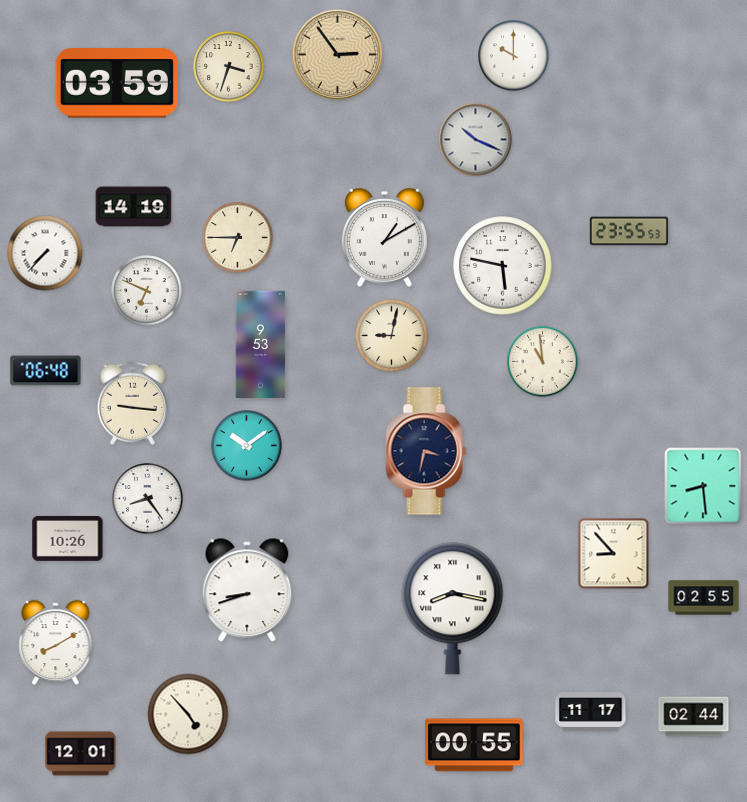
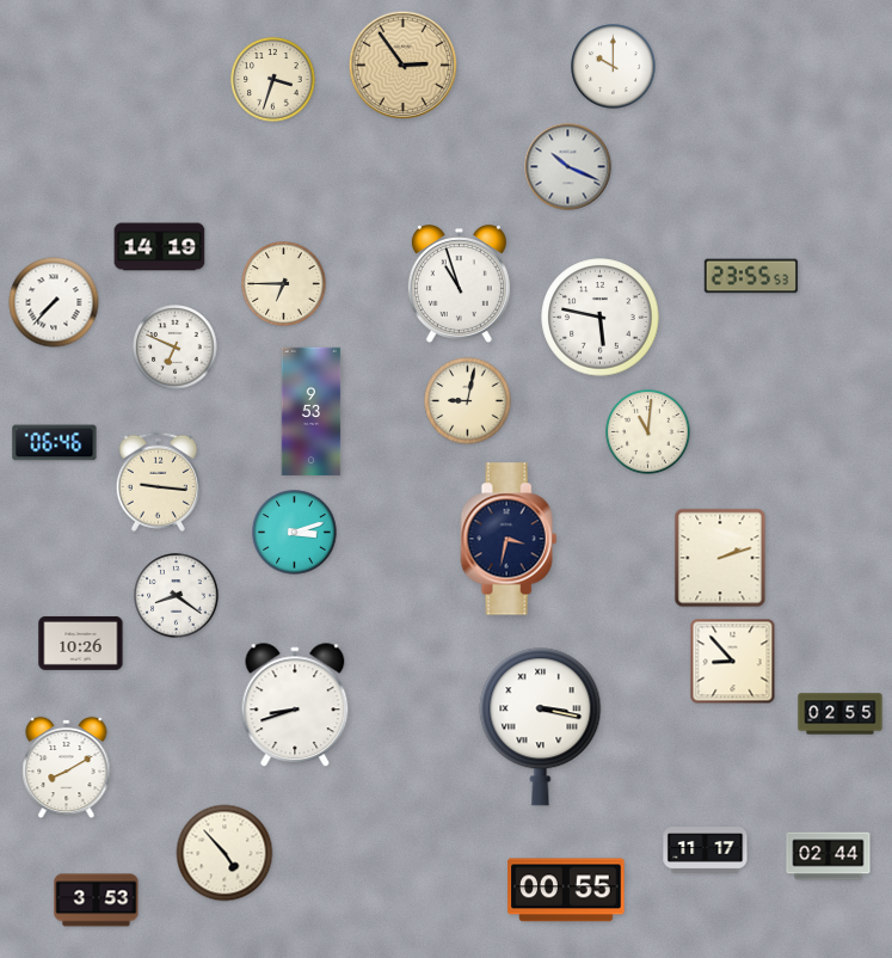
clock at (117, 83): 03:59 -> none
clock at (384, 238): 1:10 -> 10:57
clock at (543, 362): 10:59 -> 11:01
clock at (46, 371): 06:48 -> 06:46
clock at (247, 446): 10:09 -> 3:12
clock at (720, 558): none -> 2:12
clock at (703, 486): 8:29 -> none
clock at (148, 499): 8:24 -> 8:21
clock at (453, 609): 8:17 -> 3:17
clock at (81, 754): 12:01 -> 3:53
